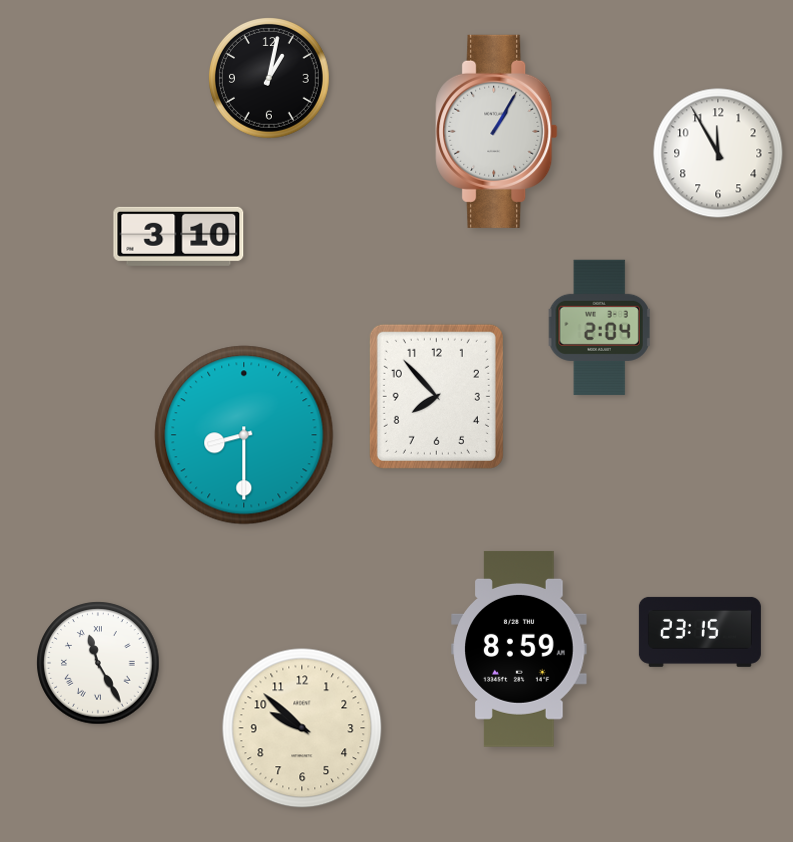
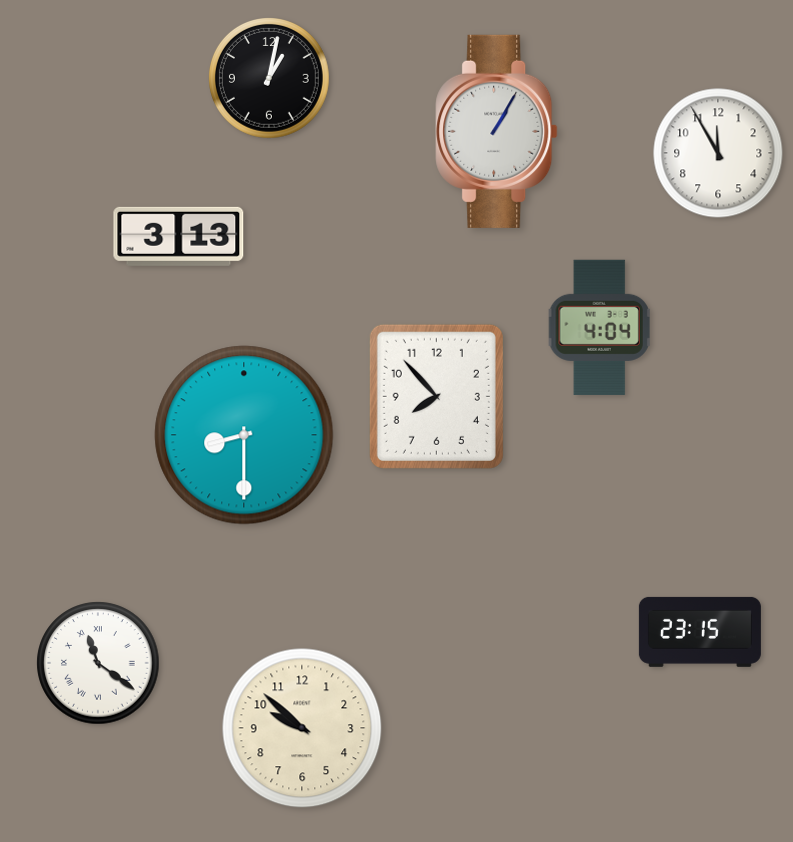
clock at (179, 236): 3:10 -> 3:13
clock at (599, 327): 2:04 -> 4:04
clock at (519, 649): 8:59 -> none
clock at (98, 663): 11:25 -> 11:21
